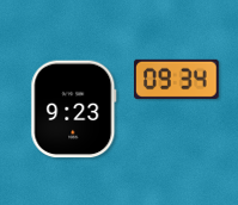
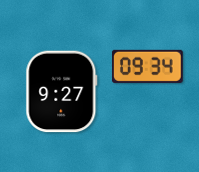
clock at (74, 110): 9:23 -> 9:27
